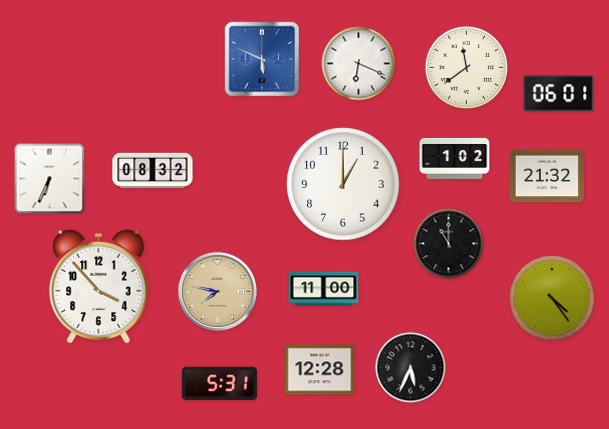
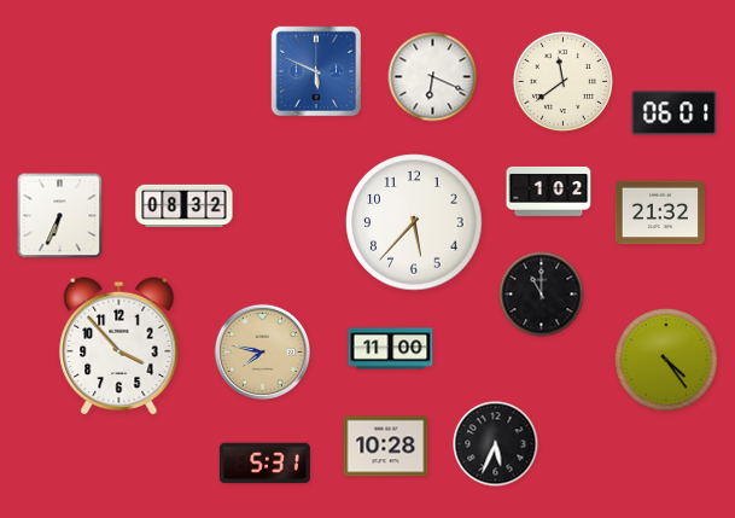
clock at (343, 184): 1:00 -> 5:37
clock at (320, 370): 12:28 -> 10:28
